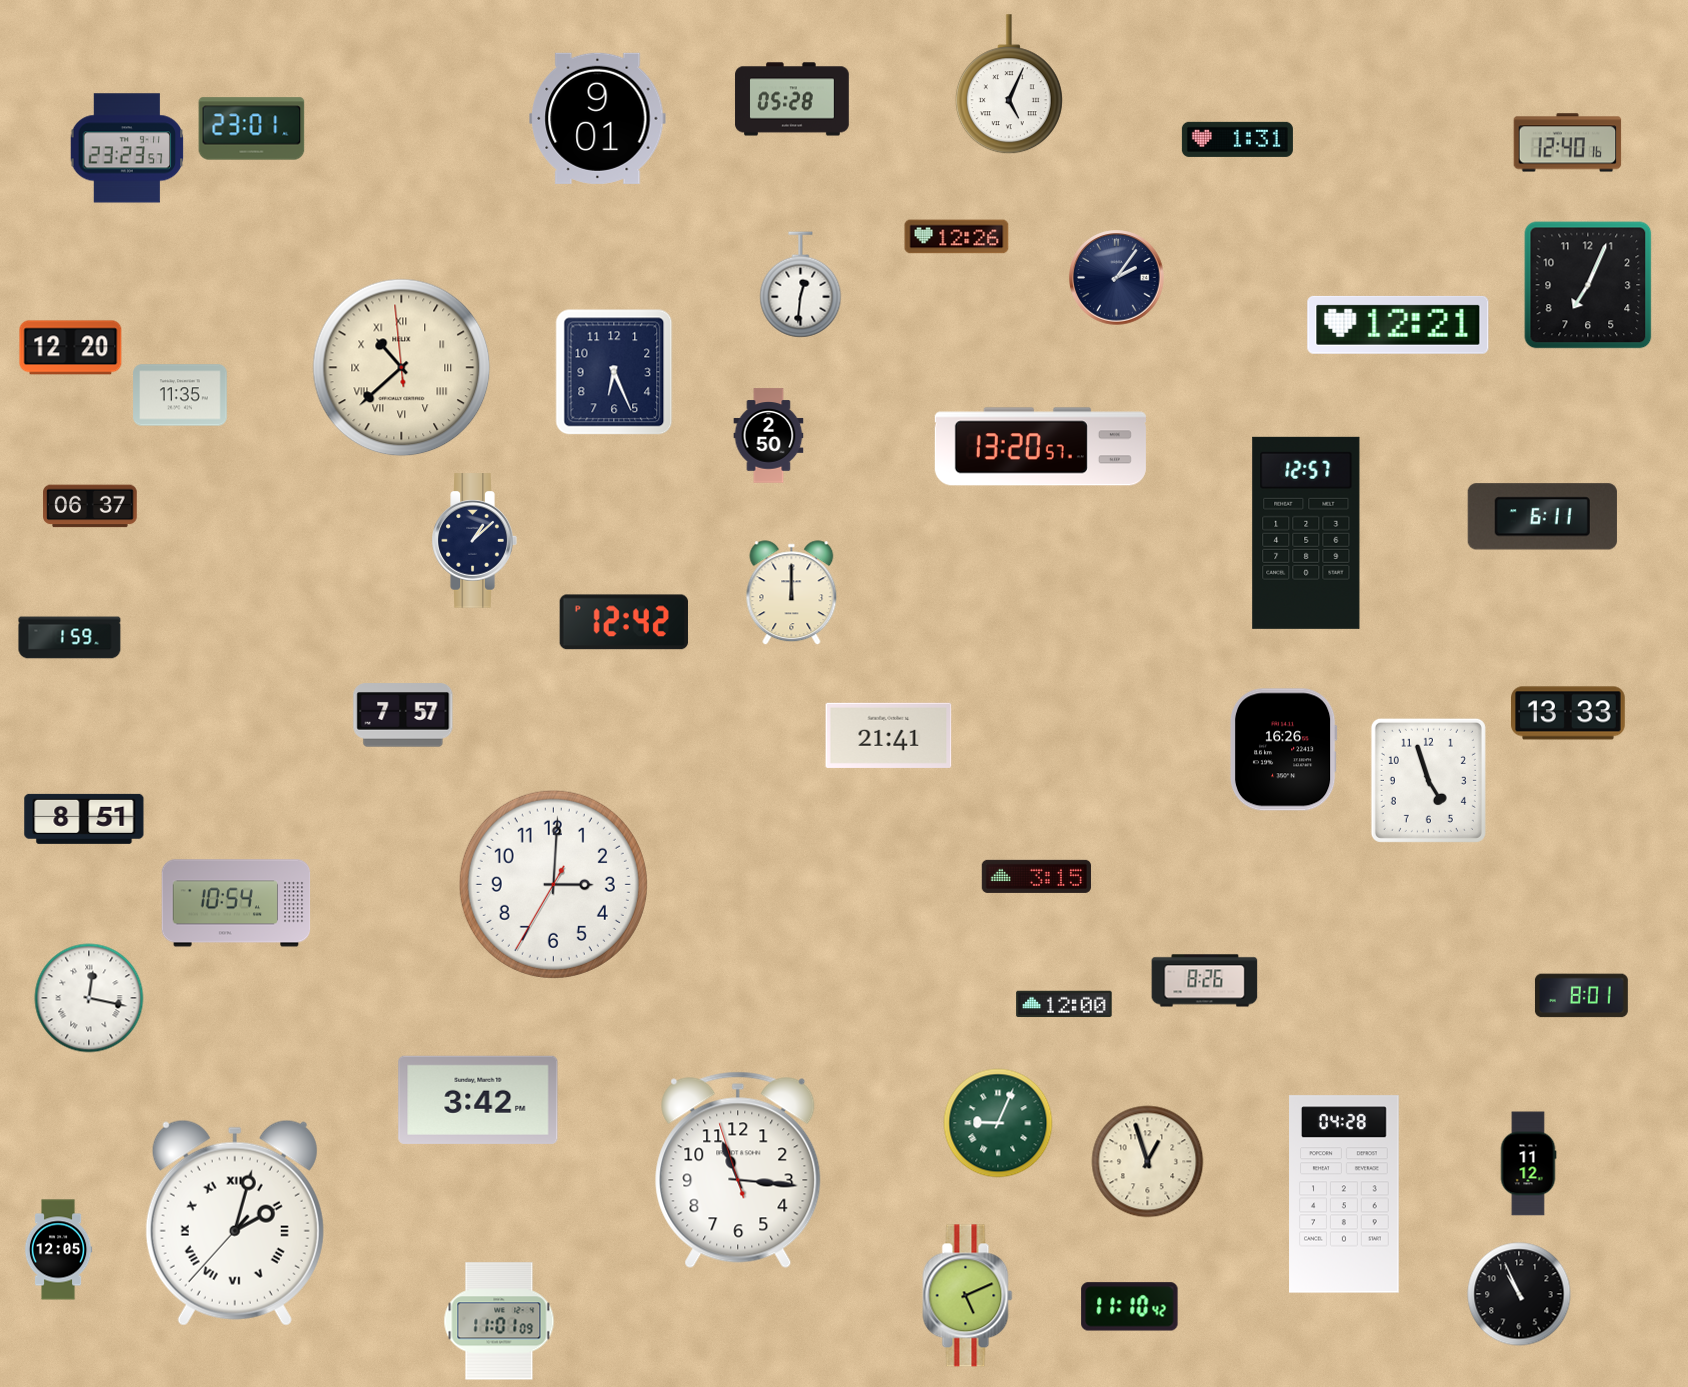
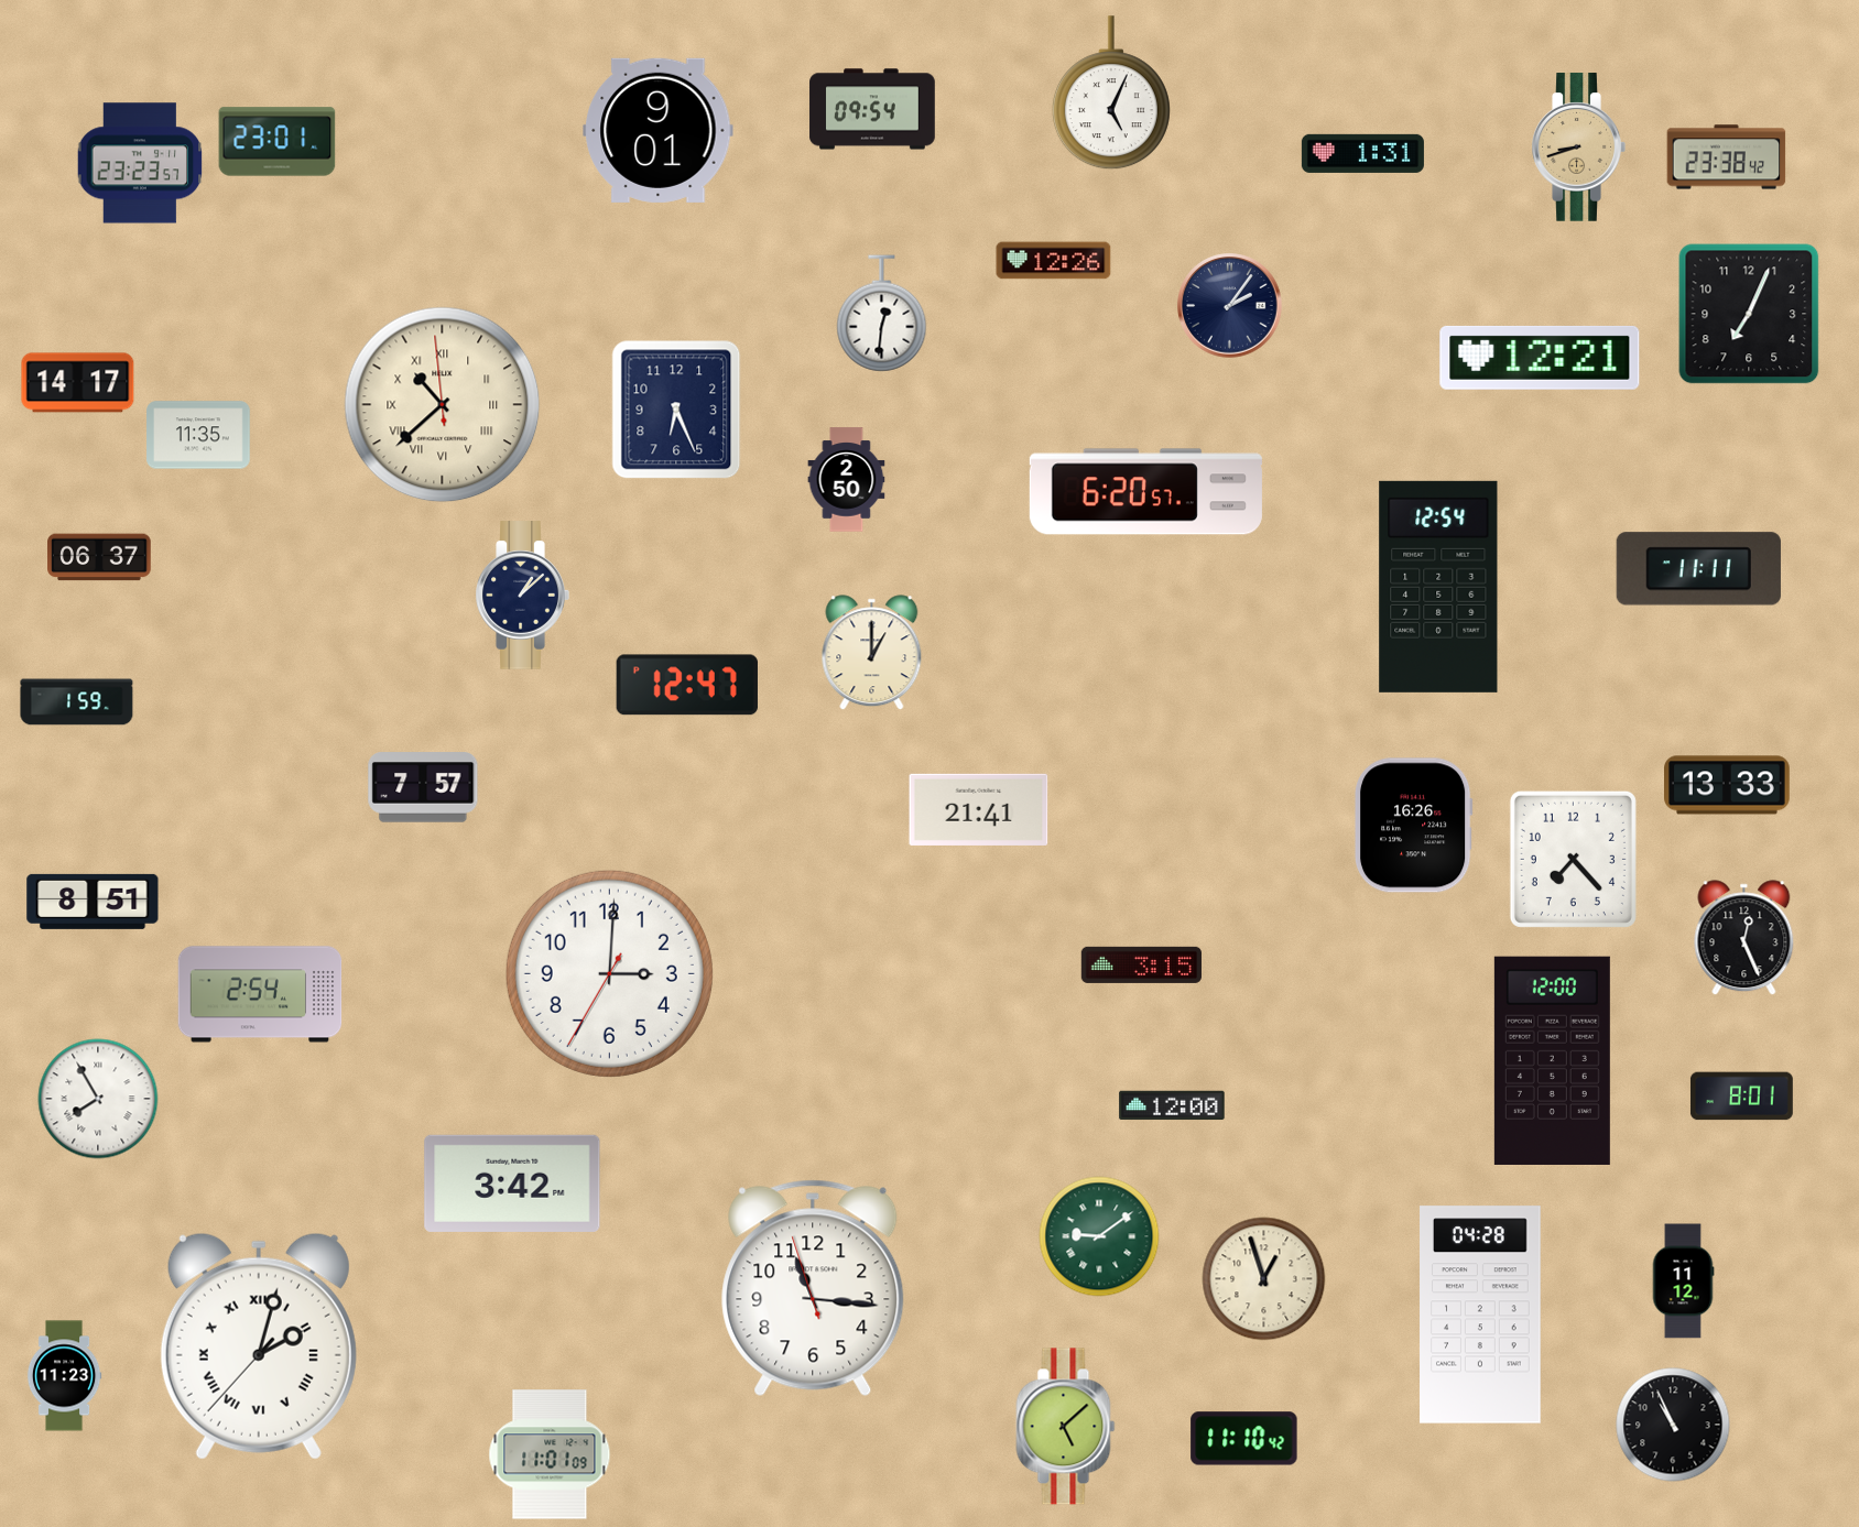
clock at (792, 99): 05:28 -> 09:54
clock at (1578, 148): none -> 8:42
clock at (1568, 143): 12:40 -> 23:38
clock at (71, 348): 12:20 -> 14:17
clock at (1040, 447): 13:20 -> 6:20
clock at (1542, 517): 6:11 -> 11:11
clock at (1306, 533): 12:57 -> 12:54
clock at (792, 593): 12:00 -> 1:00
clock at (624, 622): 12:42 -> 12:47
clock at (403, 715) position: (403, 715) -> (423, 787)
clock at (1428, 780): 4:57 -> 7:23
clock at (1744, 938): none -> 12:26
clock at (236, 903): 10:54 -> 2:54
clock at (1552, 1060): none -> 12:00
clock at (1205, 981): 8:26 -> none
clock at (89, 998): 12:17 -> 7:55
clock at (478, 1100) position: (478, 1100) -> (512, 1184)
clock at (998, 1123): 9:04 -> 9:09
clock at (58, 1250): 12:05 -> 11:23
clock at (968, 1296): 5:11 -> 5:08
